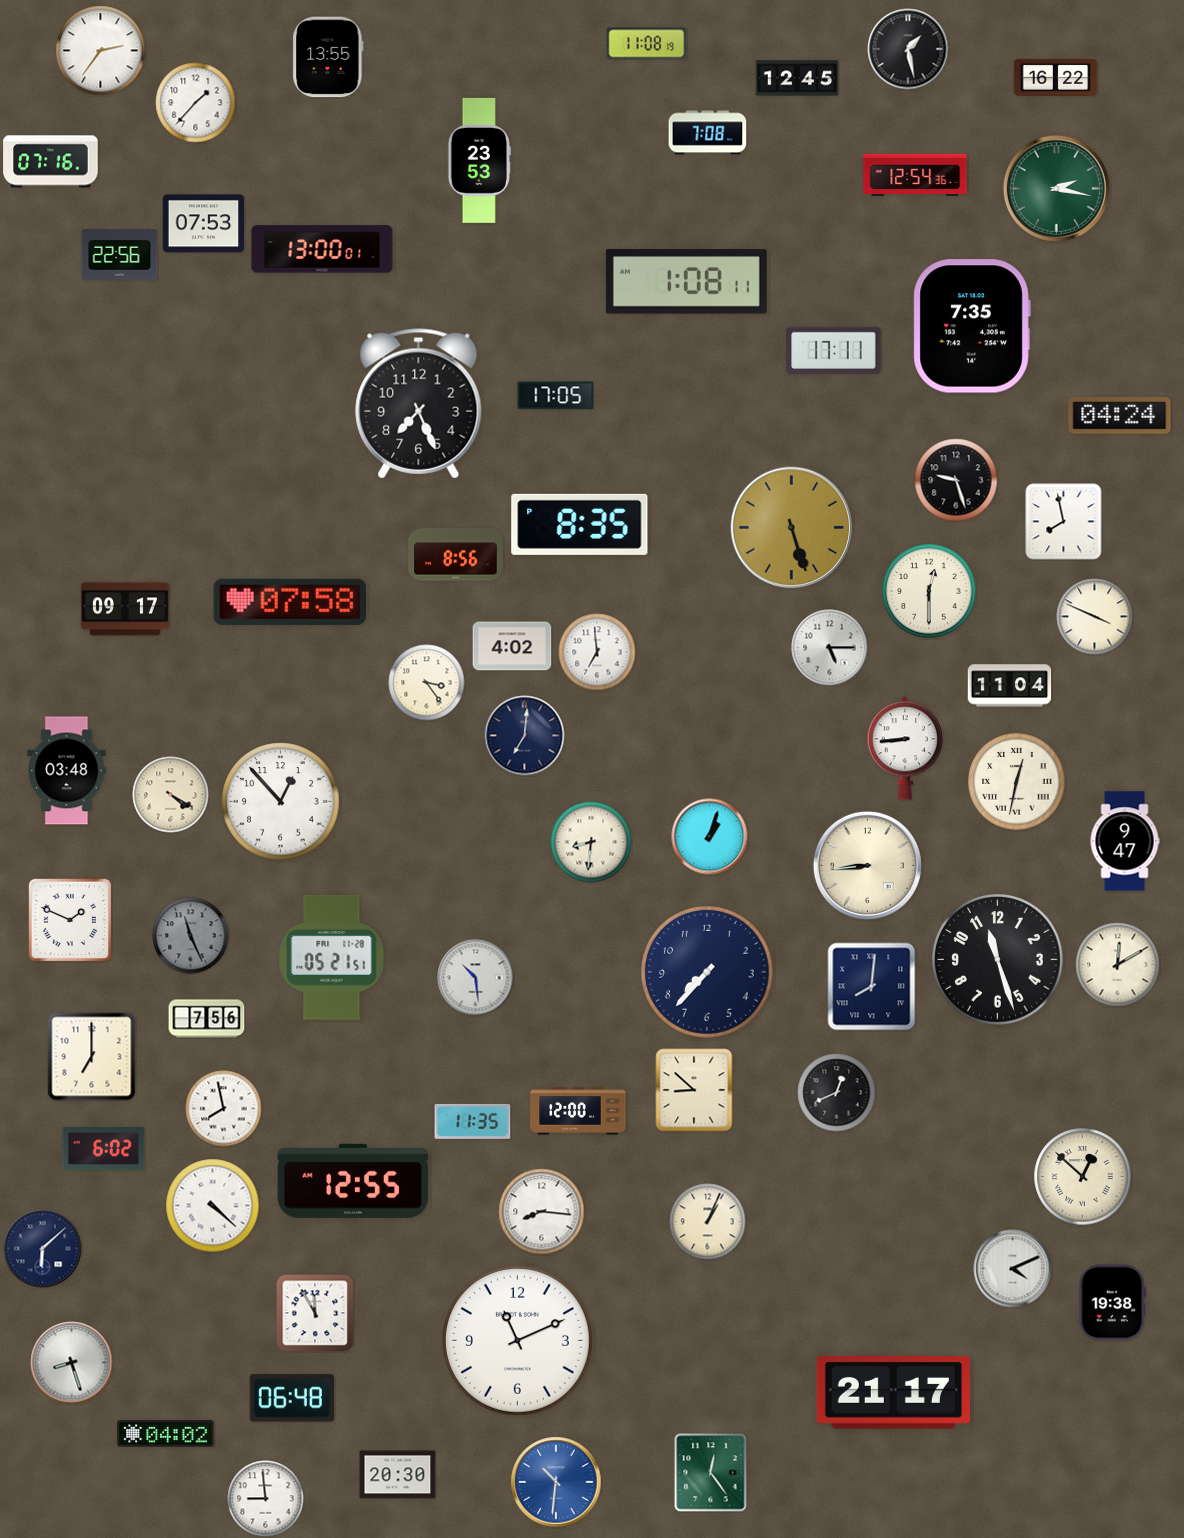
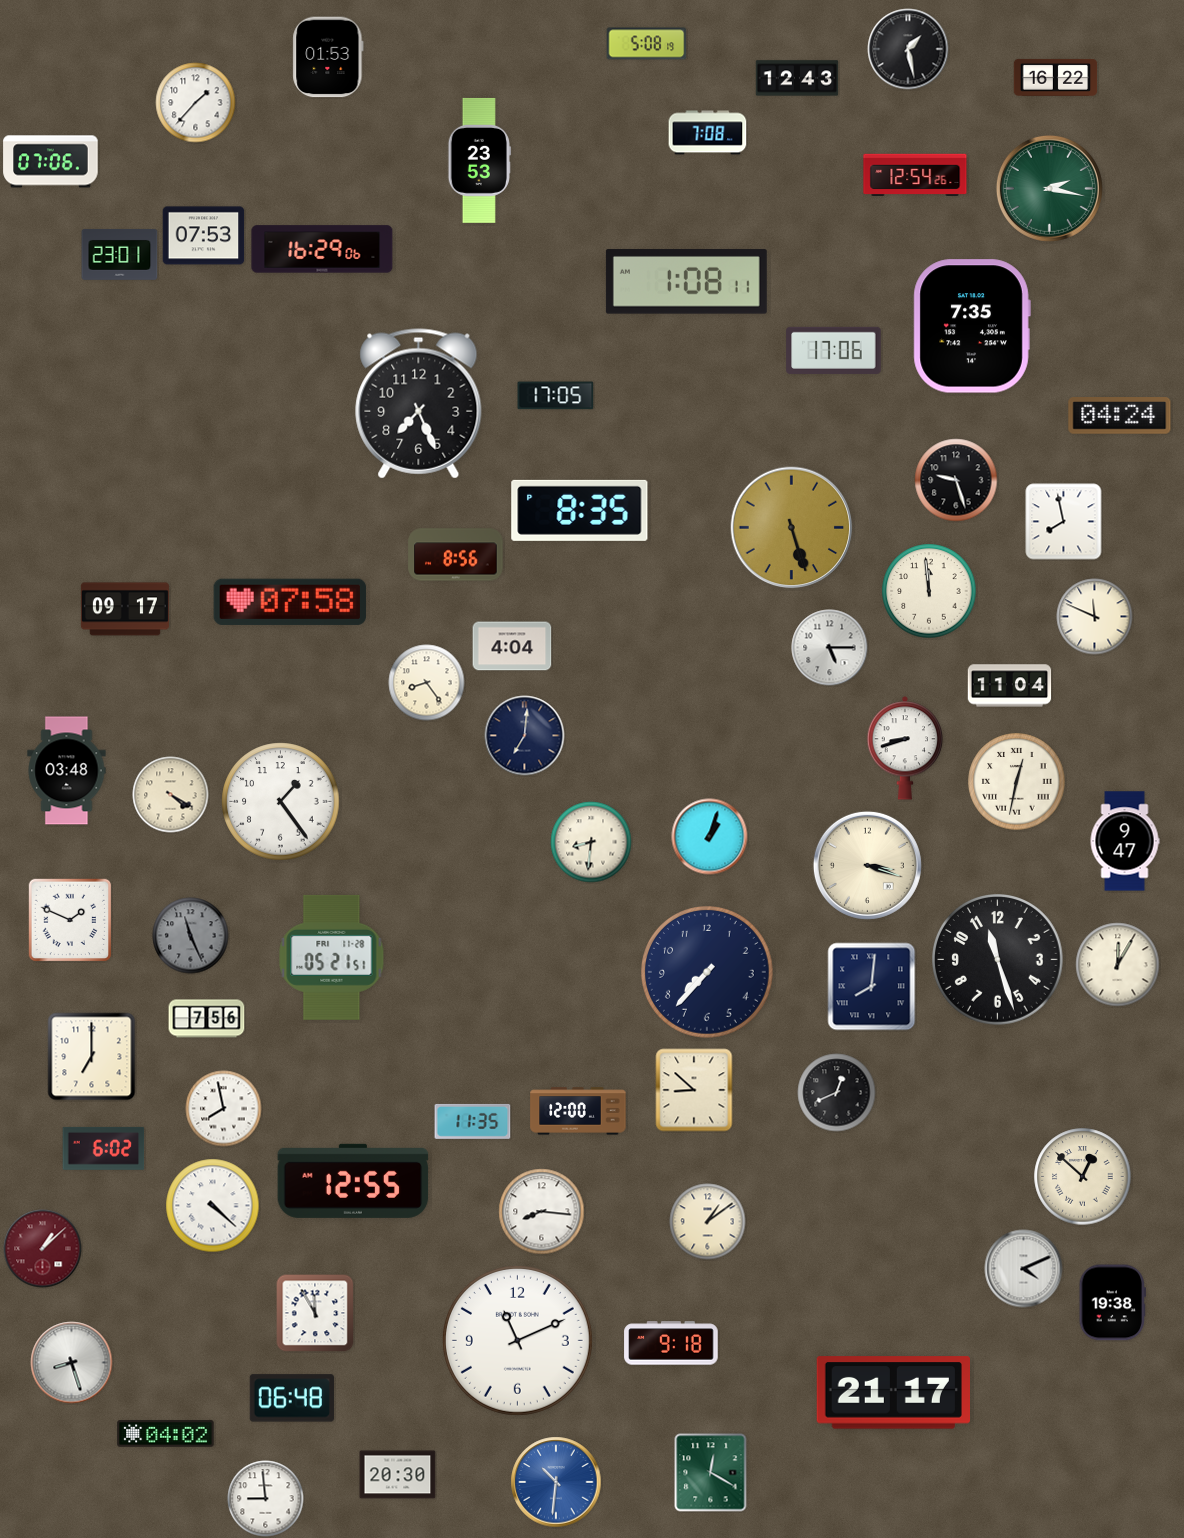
clock at (647, 44): 11:08 -> 5:08
clock at (101, 51): 2:36 -> none
clock at (328, 57): 13:55 -> 01:53
clock at (797, 78): 12:45 -> 12:43
clock at (51, 162): 07:16 -> 07:06
clock at (915, 175): 12:54:36 -> 12:54:26
clock at (1056, 188) position: (1056, 188) -> (1049, 188)
clock at (204, 224) position: (204, 224) -> (204, 236)
clock at (322, 249): 13:00 -> 16:29
clock at (120, 254): 22:56 -> 23:01
clock at (834, 350): 17:11 -> 17:06
clock at (580, 524) position: (580, 524) -> (580, 510)
clock at (929, 591): 12:30 -> 11:59
clock at (1095, 617): 3:49 -> 11:49
clock at (512, 646): 4:02 -> 4:04
clock at (597, 652): 6:59 -> none
clock at (427, 683): 3:24 -> 8:24
clock at (905, 748): 8:44 -> 8:42
clock at (281, 802): 12:53 -> 1:24
clock at (867, 865): 8:44 -> 3:18
clock at (1118, 965): 12:10 -> 12:05
clock at (476, 978): 10:29 -> none
clock at (708, 1222): 1:04 -> 1:09
clock at (43, 1249): 6:08 -> 1:08
clock at (43, 1249) dial: navy -> burgundy
clock at (1013, 1269) position: (1013, 1269) -> (1024, 1269)
clock at (671, 1343): none -> 9:18
clock at (711, 1473): 12:24 -> 12:20
